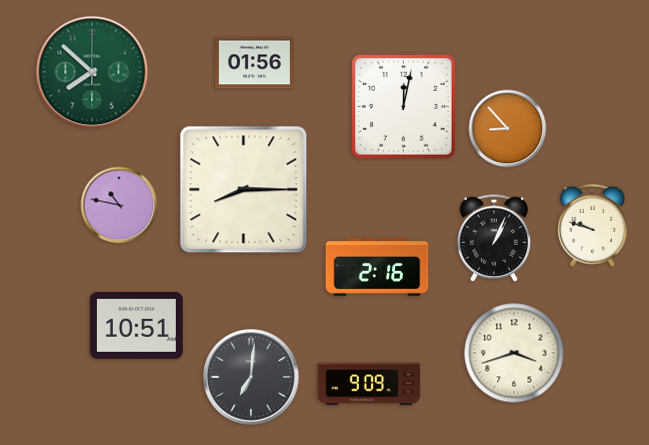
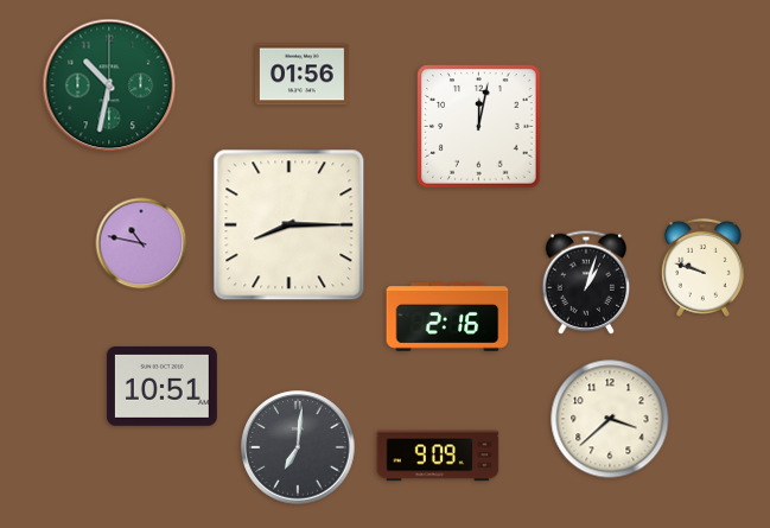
clock at (92, 72): 7:52 -> 10:32
clock at (508, 129): 8:53 -> none
clock at (494, 238): 1:04 -> 1:03
clock at (514, 353): 3:42 -> 3:38
